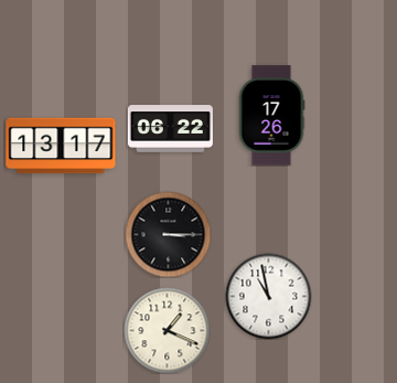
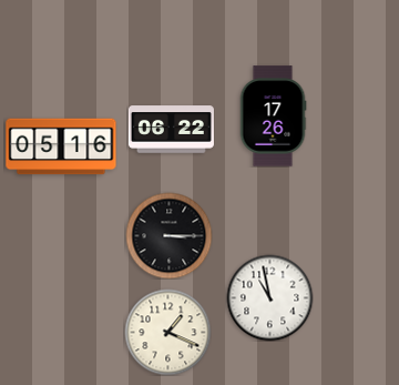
clock at (61, 146): 13:17 -> 05:16
